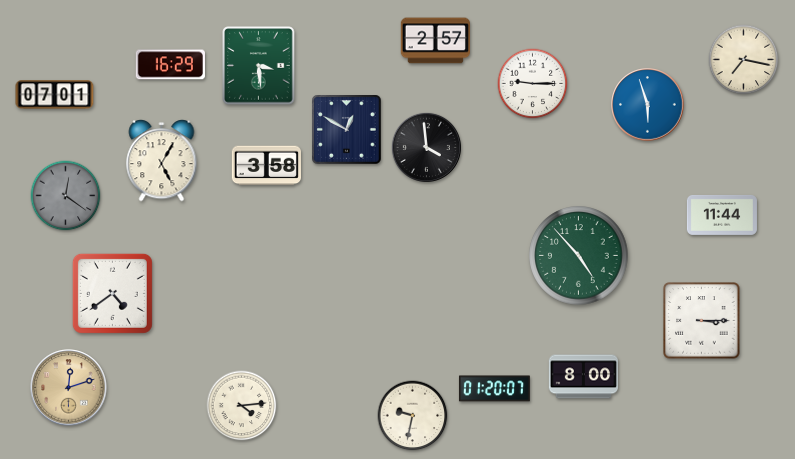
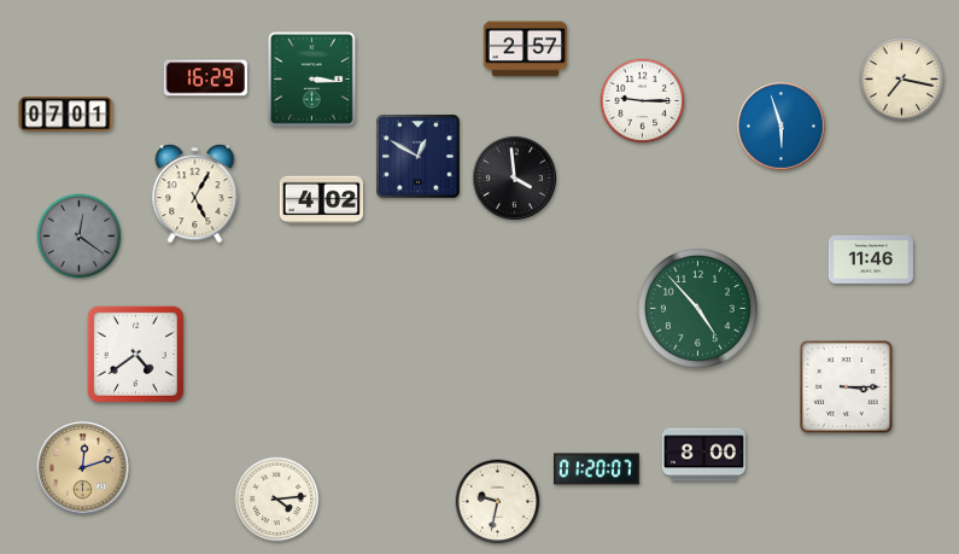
clock at (744, 60) position: (744, 60) -> (902, 80)
clock at (259, 66): 3:29 -> 3:16
clock at (266, 166): 3:58 -> 4:02
clock at (722, 215): 11:44 -> 11:46
clock at (242, 406) position: (242, 406) -> (277, 500)
